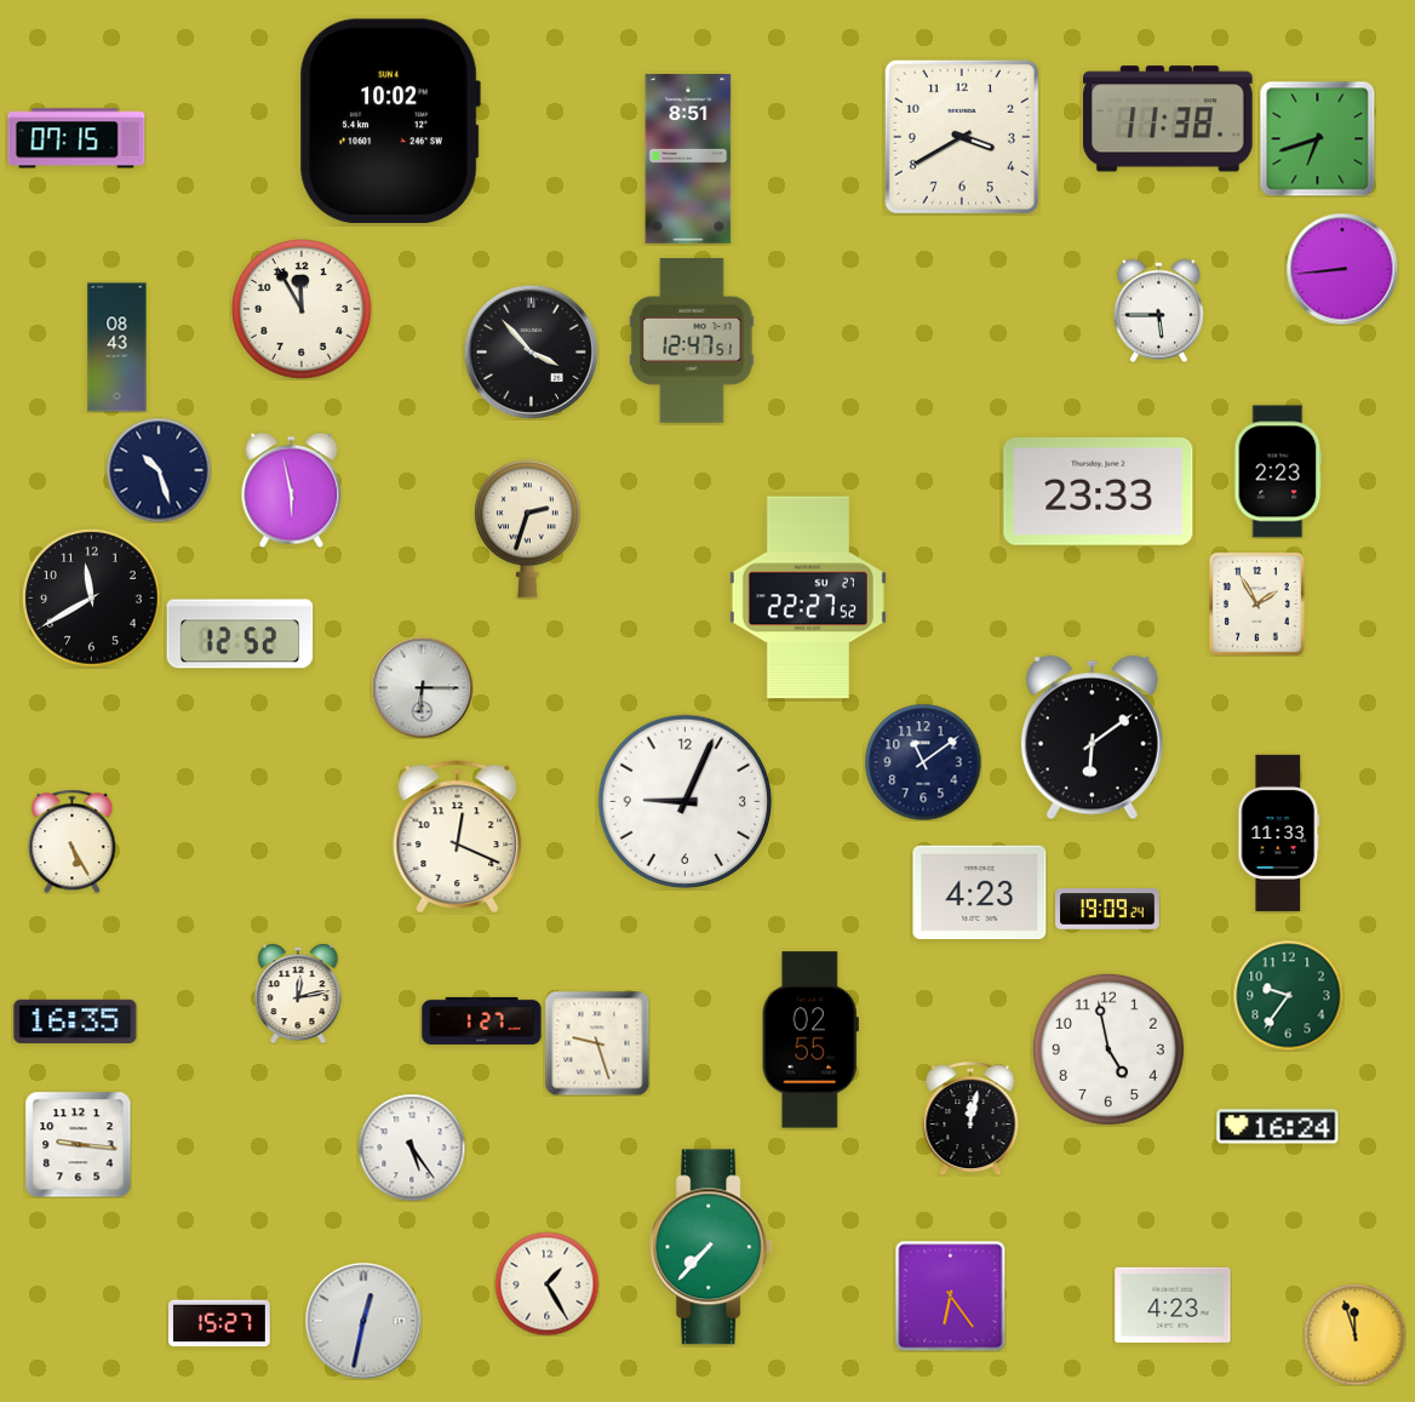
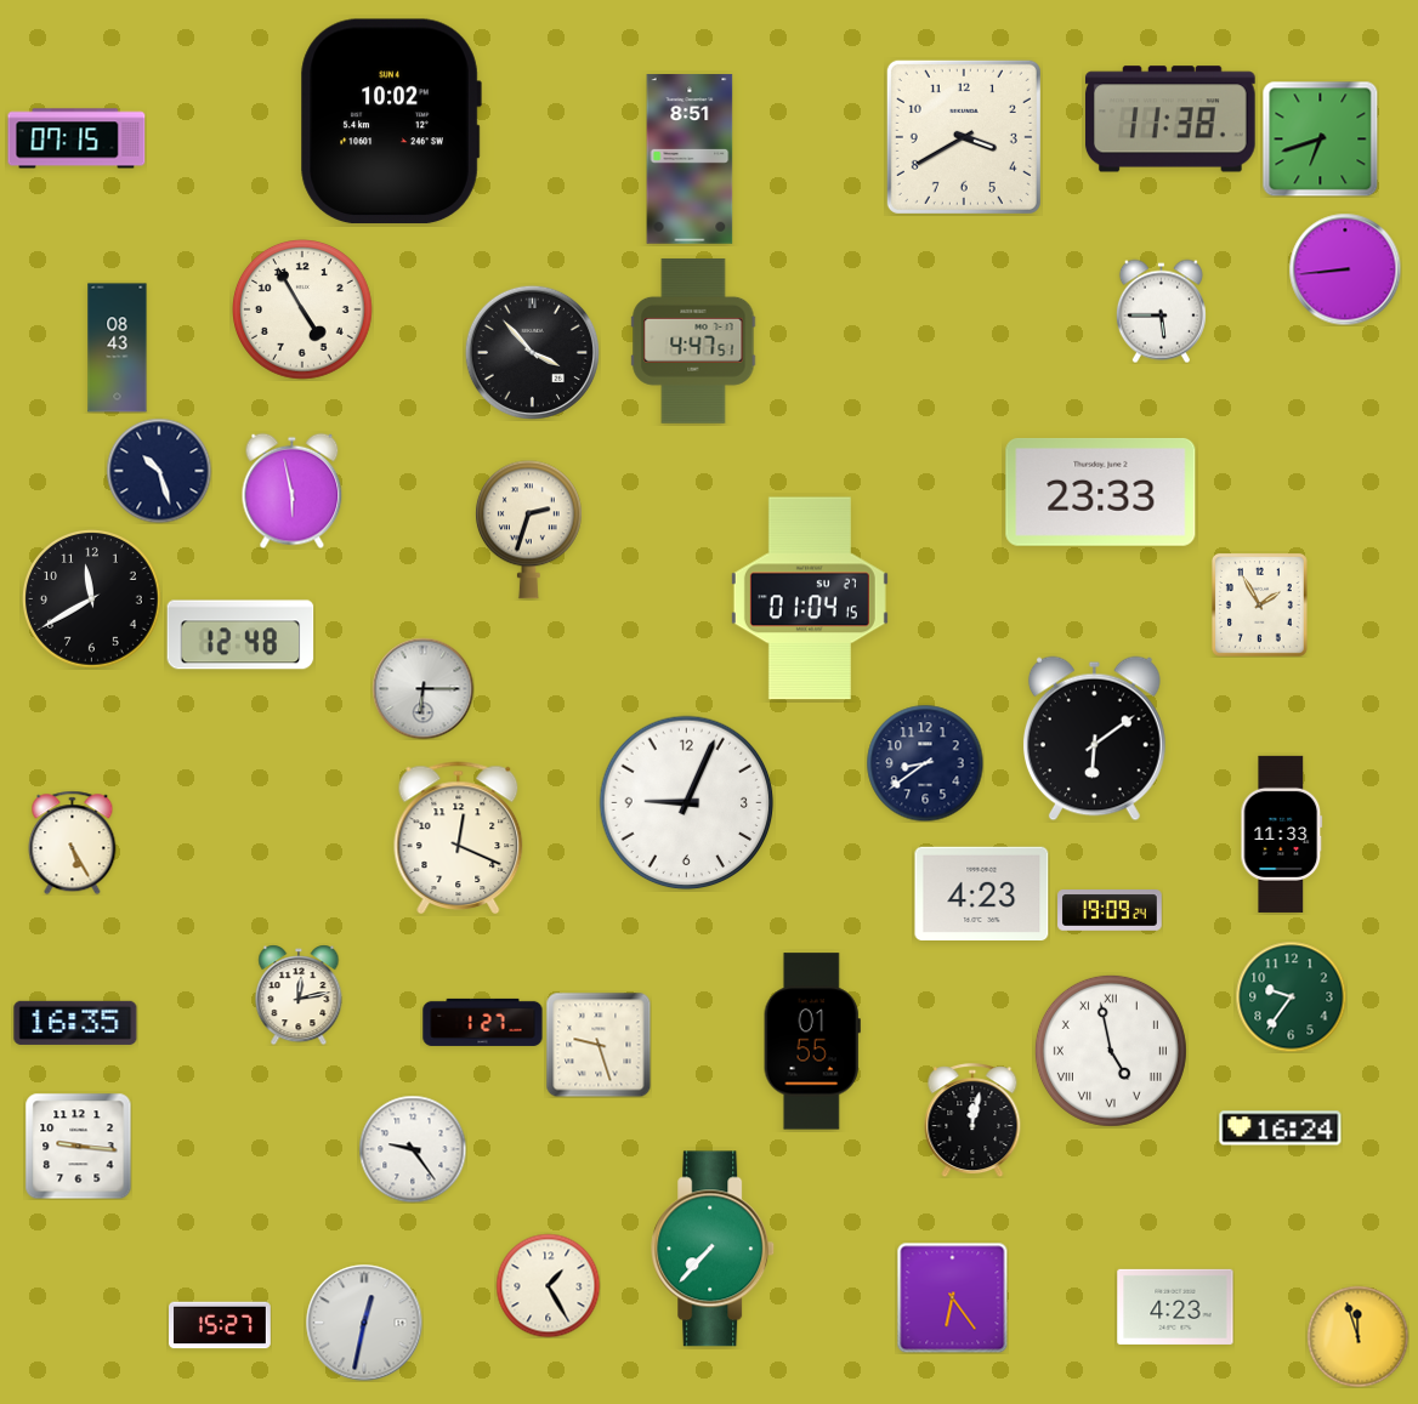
clock at (303, 310): 11:55 -> 4:55
clock at (692, 341): 12:47 -> 4:47
clock at (1278, 471): 2:23 -> none
clock at (808, 597): 22:27 -> 01:04
clock at (240, 634): 12:52 -> 12:48
clock at (923, 762): 11:09 -> 8:39
clock at (810, 1040): 02:55 -> 01:55
clock at (1108, 1049) numerals: Arabic -> Roman
clock at (412, 1148): 5:24 -> 9:24
